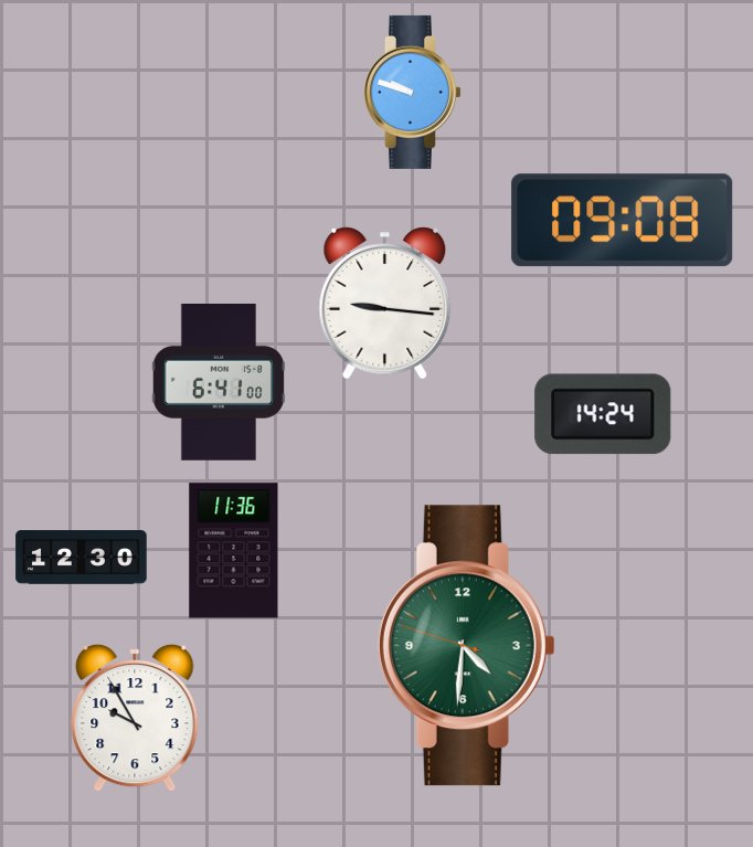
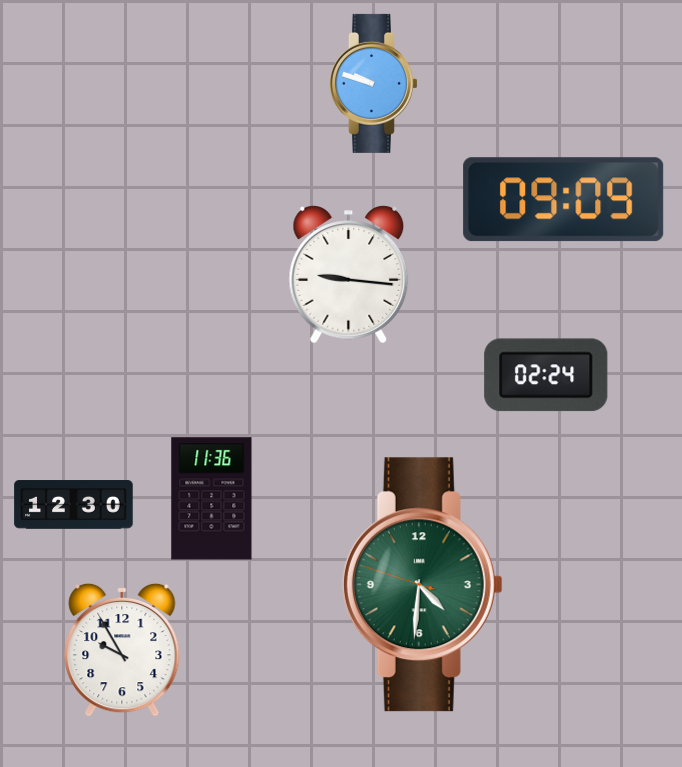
clock at (623, 221): 09:08 -> 09:09
clock at (219, 383): 6:41 -> none
clock at (603, 414): 14:24 -> 02:24
